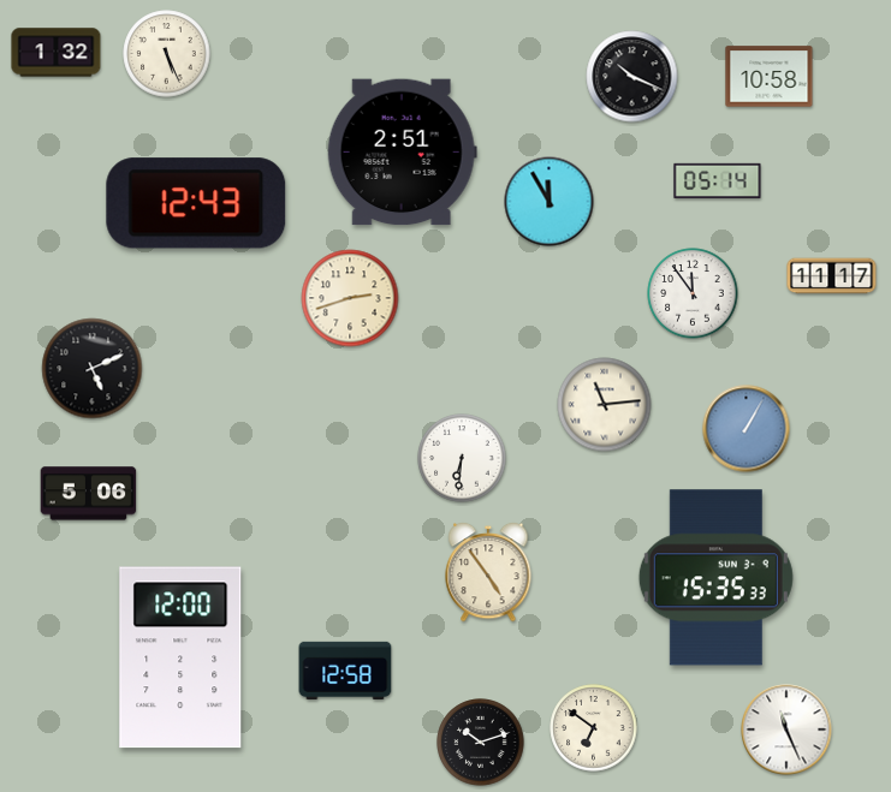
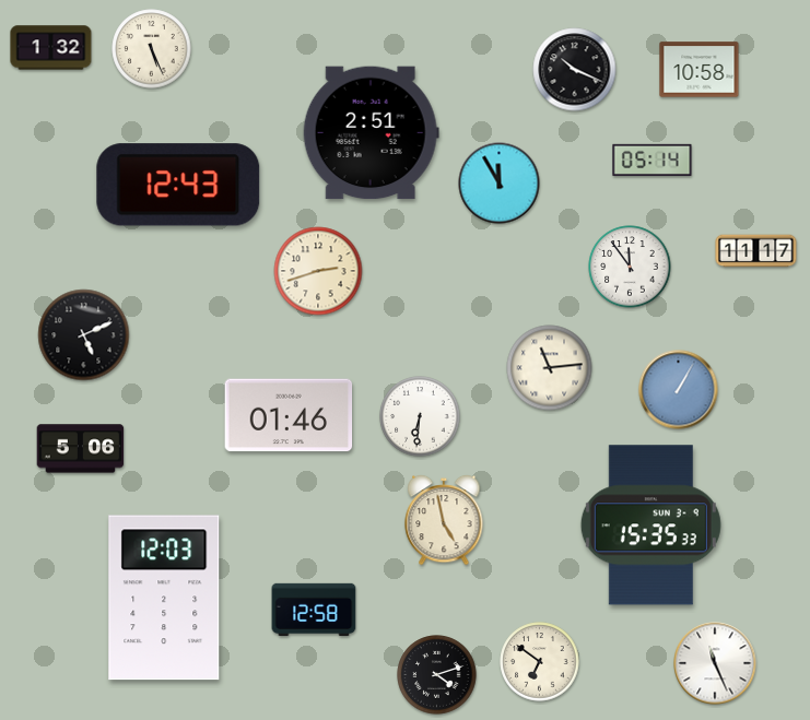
clock at (402, 153) position: (402, 153) -> (371, 133)
clock at (718, 180) position: (718, 180) -> (653, 160)
clock at (289, 415): none -> 01:46
clock at (488, 572): 4:54 -> 4:58
clock at (180, 657): 12:00 -> 12:03
clock at (481, 743): 10:12 -> 4:12
